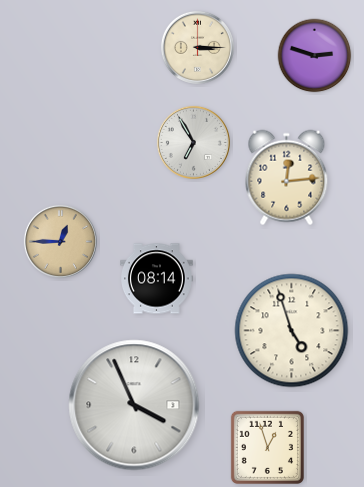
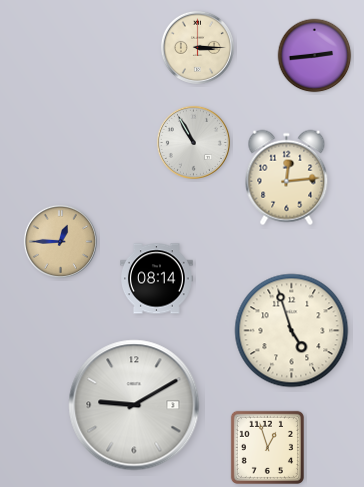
clock at (315, 56): 2:48 -> 2:44
clock at (193, 142): 6:55 -> 10:55
clock at (134, 405): 3:56 -> 9:10
